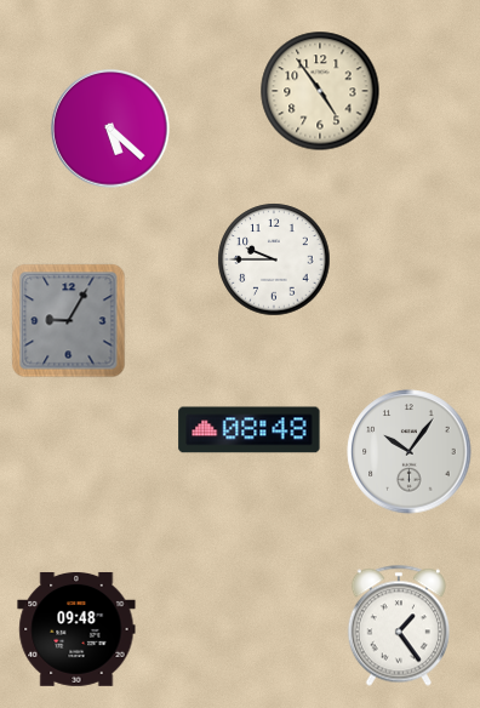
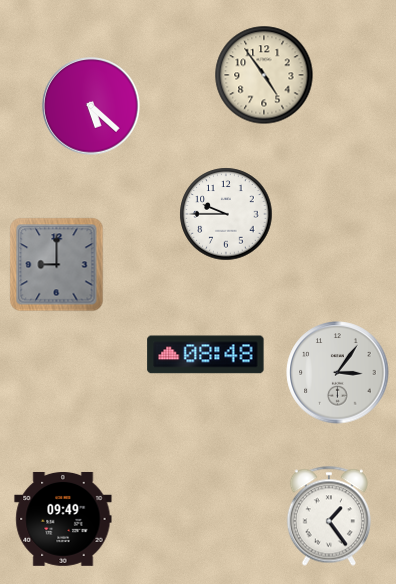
clock at (69, 321): 9:05 -> 9:00
clock at (410, 452): 10:06 -> 3:06
clock at (76, 629): 09:48 -> 09:49
